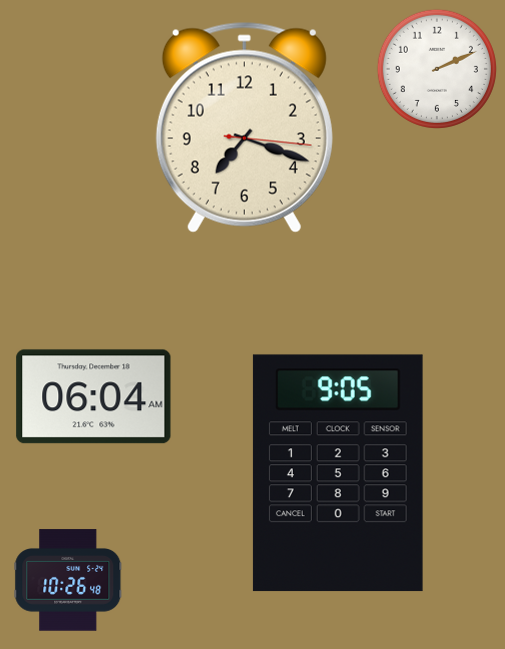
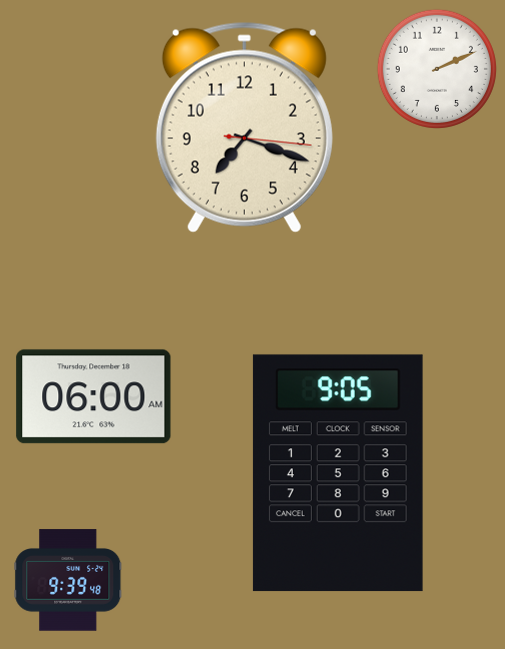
clock at (94, 397): 06:04 -> 06:00
clock at (68, 580): 10:26 -> 9:39
